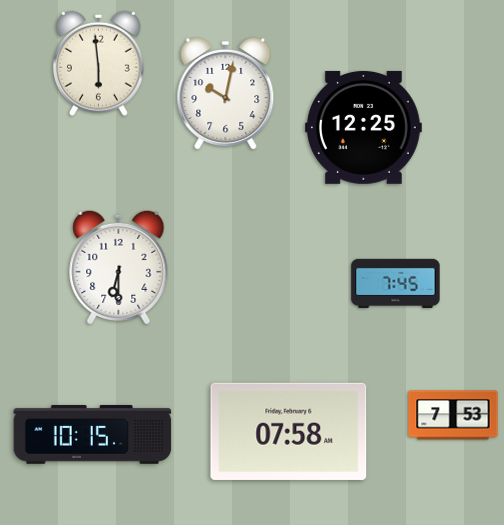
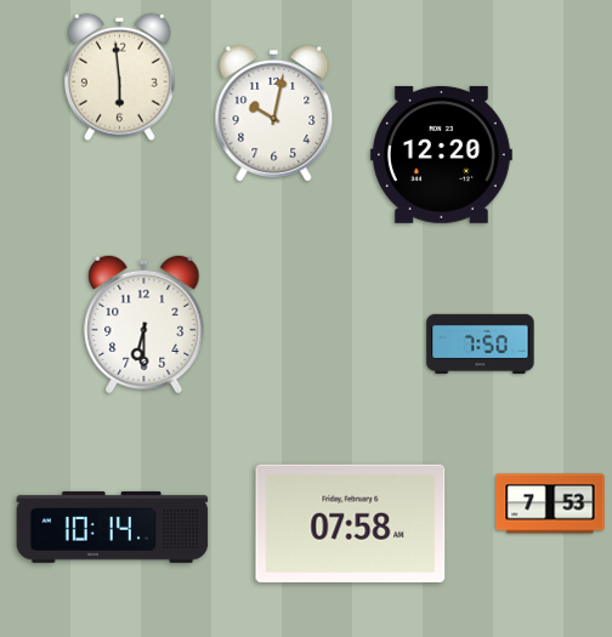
clock at (363, 127): 12:25 -> 12:20
clock at (396, 283): 7:45 -> 7:50
clock at (93, 434): 10:15 -> 10:14
